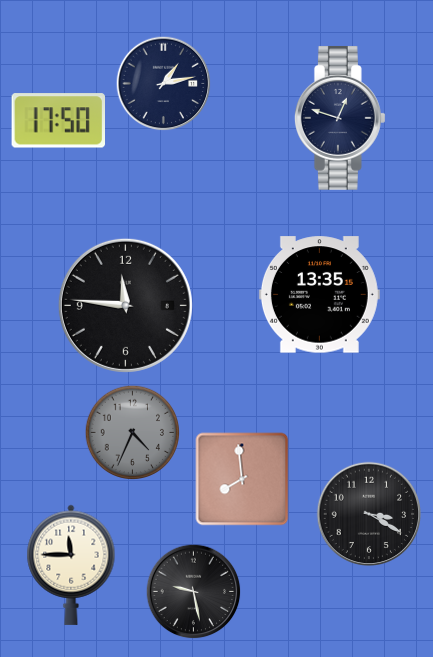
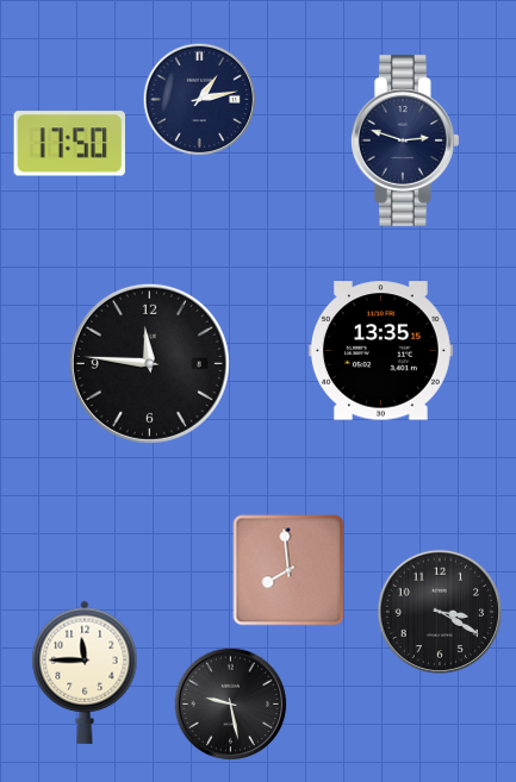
clock at (164, 84) position: (164, 84) -> (200, 100)
clock at (340, 118): 12:48 -> 2:48
clock at (133, 433): 4:34 -> none
